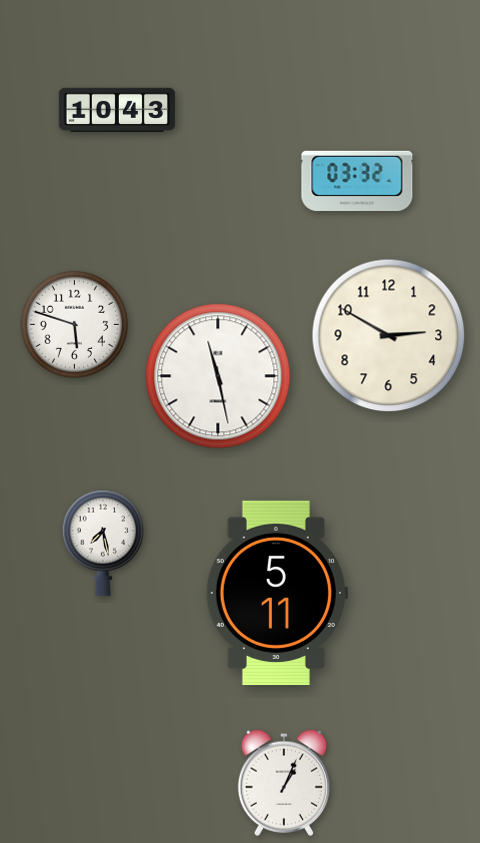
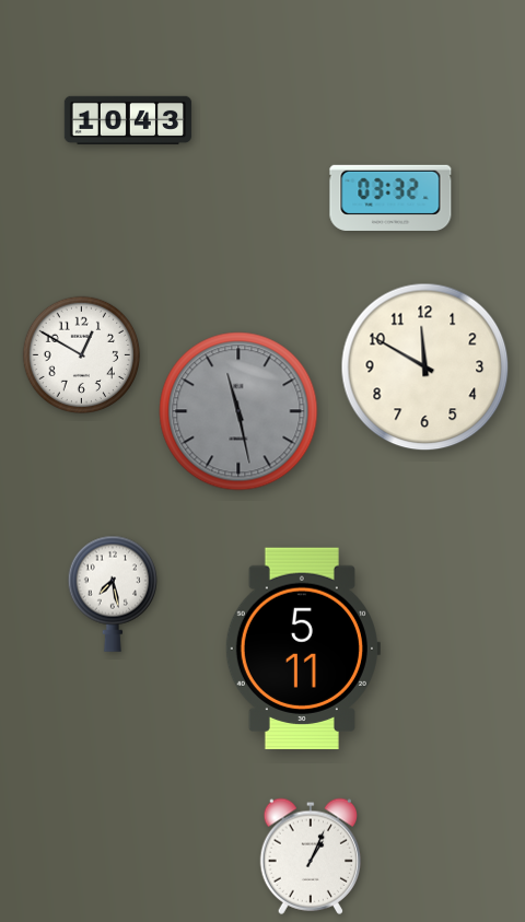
clock at (74, 324): 5:48 -> 12:50
clock at (389, 336): 2:50 -> 11:50
clock at (218, 376) dial: white -> grey
